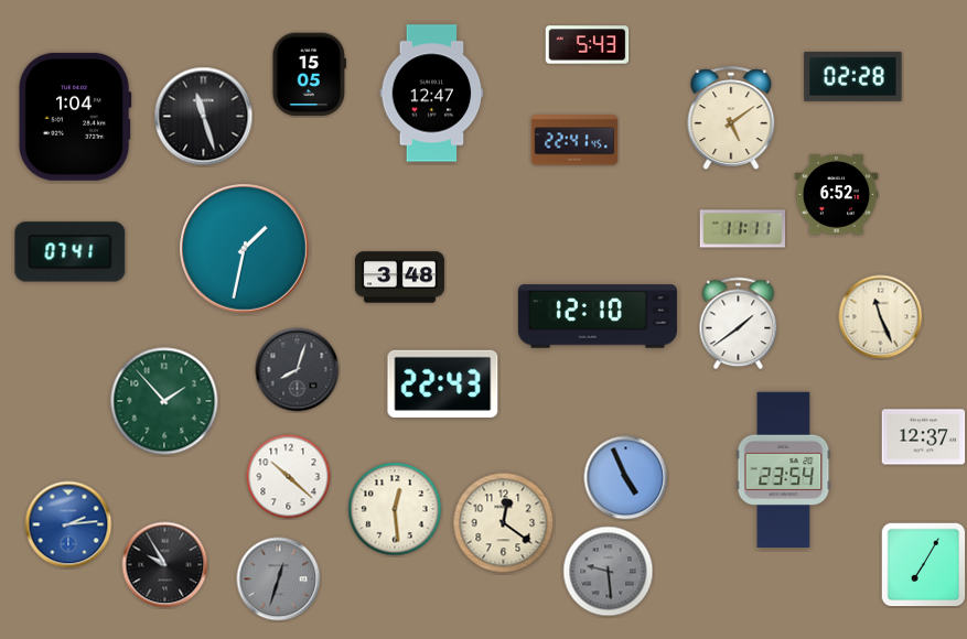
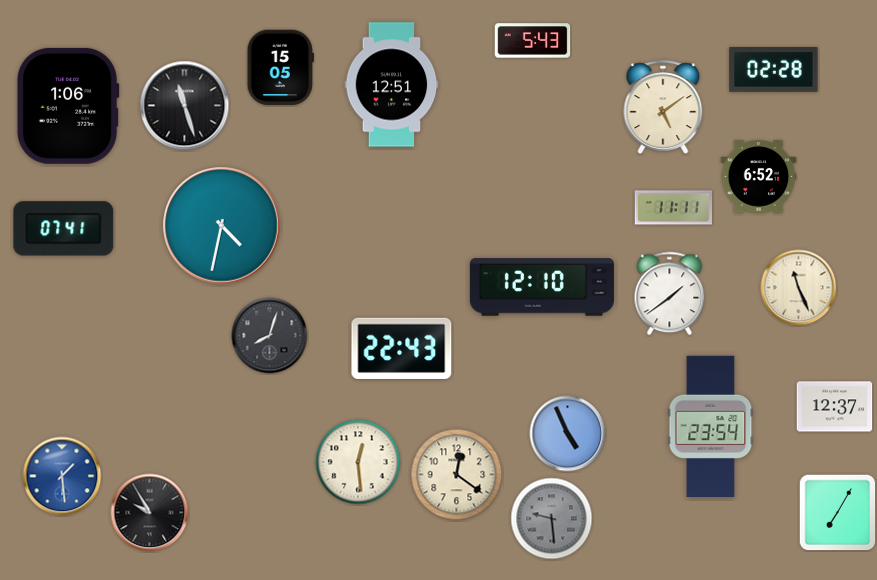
clock at (432, 94): 12:47 -> 12:51
clock at (75, 117): 1:04 -> 1:06
clock at (574, 140): 22:41 -> none
clock at (245, 249): 1:32 -> 4:32
clock at (399, 278): 3:48 -> none
clock at (164, 401): 1:53 -> none
clock at (924, 437) position: (924, 437) -> (835, 407)
clock at (289, 477): 10:22 -> none
clock at (68, 524): 2:14 -> 1:29
clock at (279, 580): 12:33 -> none
